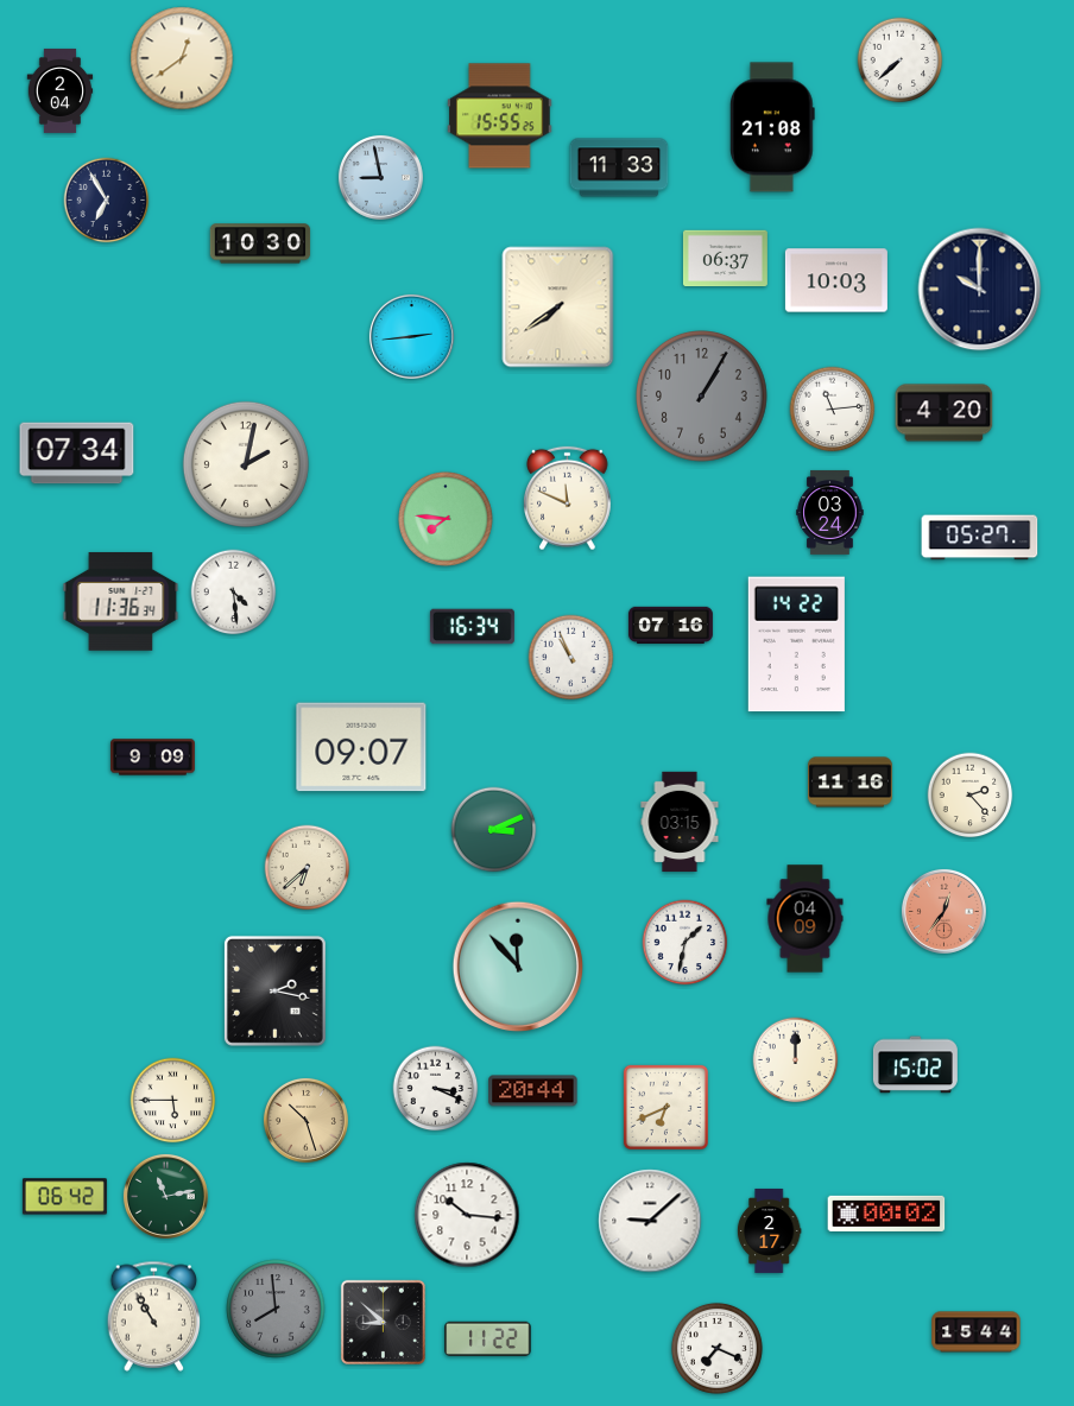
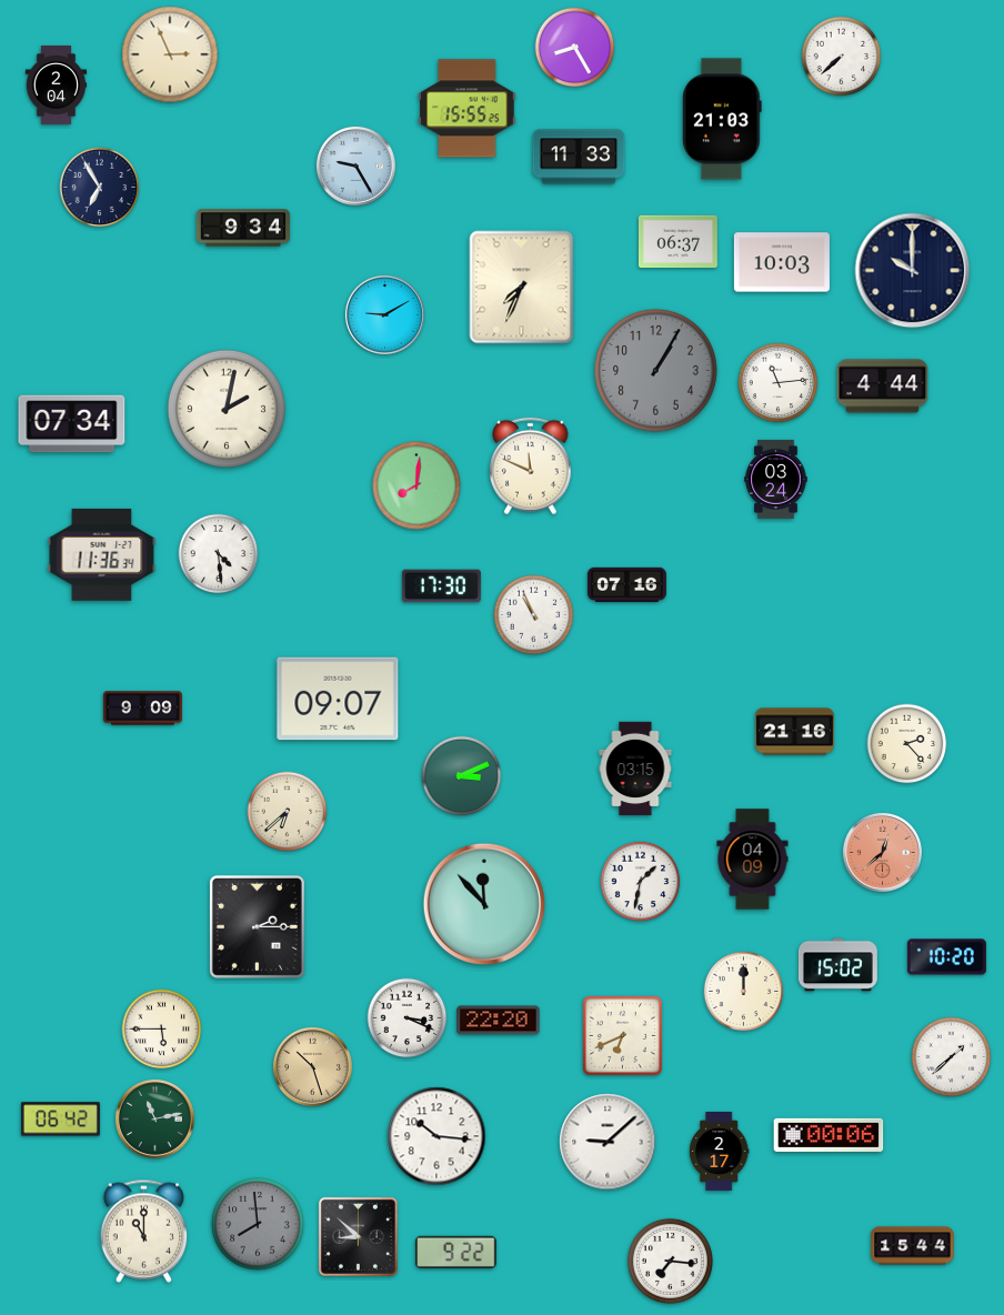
clock at (575, 48): none -> 8:25
clock at (182, 58): 12:39 -> 2:56
clock at (772, 127): 21:08 -> 21:03
clock at (380, 177): 8:58 -> 9:25
clock at (260, 243): 10:30 -> 9:34
clock at (980, 290) position: (980, 290) -> (913, 271)
clock at (558, 308): 7:39 -> 7:34
clock at (411, 336): 2:44 -> 9:10
clock at (945, 413): 4:20 -> 4:44
clock at (246, 464) position: (246, 464) -> (227, 409)
clock at (447, 520): 7:46 -> 8:01
clock at (980, 538): 05:27 -> none
clock at (121, 601) position: (121, 601) -> (102, 554)
clock at (472, 627): 16:34 -> 17:30
clock at (796, 645): 14:22 -> none
clock at (849, 783): 11:16 -> 21:16
clock at (943, 911): 12:36 -> 12:38
clock at (274, 990): 2:17 -> 2:15
clock at (946, 957): none -> 10:20
clock at (915, 1065) position: (915, 1065) -> (837, 965)
clock at (533, 1091): 20:44 -> 22:20
clock at (305, 1120) position: (305, 1120) -> (312, 1066)
clock at (952, 1057): none -> 1:38
clock at (886, 1214): 00:02 -> 00:06
clock at (154, 1316): 10:55 -> 11:00
clock at (488, 1338): 11:22 -> 9:22
clock at (716, 1348): 7:19 -> 7:16
